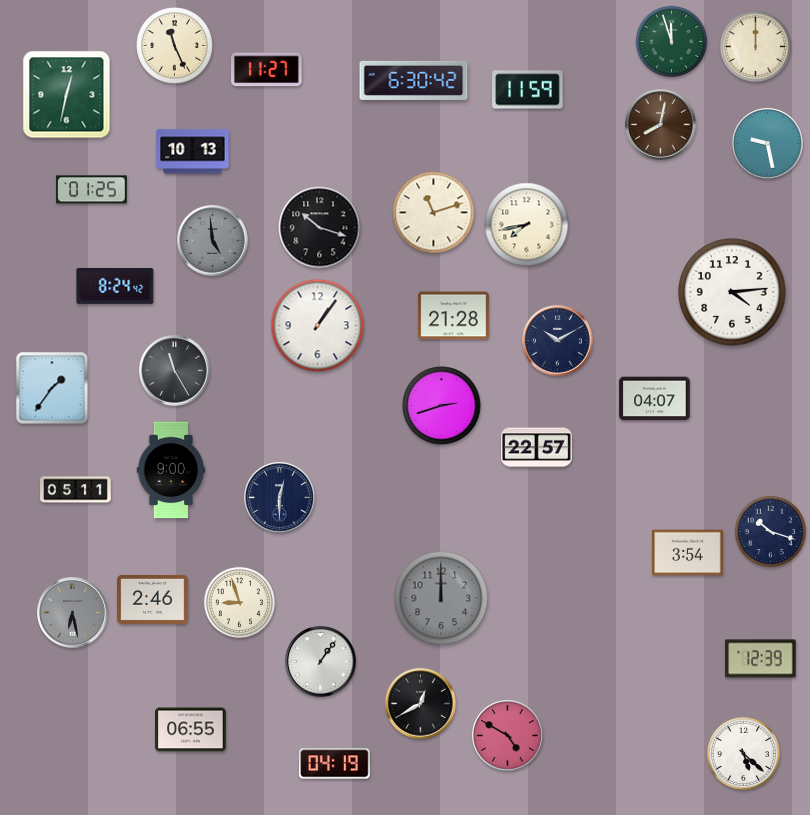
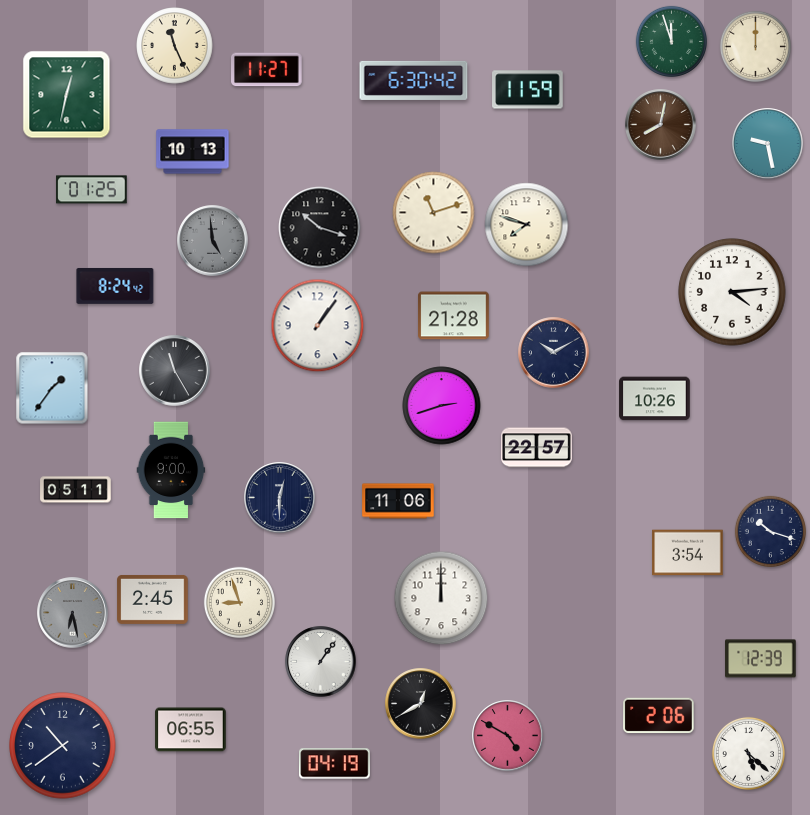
clock at (527, 225): 7:43 -> 7:48
clock at (558, 341) position: (558, 341) -> (554, 353)
clock at (655, 399): 04:07 -> 10:26
clock at (398, 501): none -> 11:06
clock at (441, 598) dial: grey -> white
clock at (153, 599): 2:46 -> 2:45
clock at (659, 716): none -> 2:06
clock at (63, 746): none -> 10:39
clock at (743, 753) position: (743, 753) -> (748, 753)
